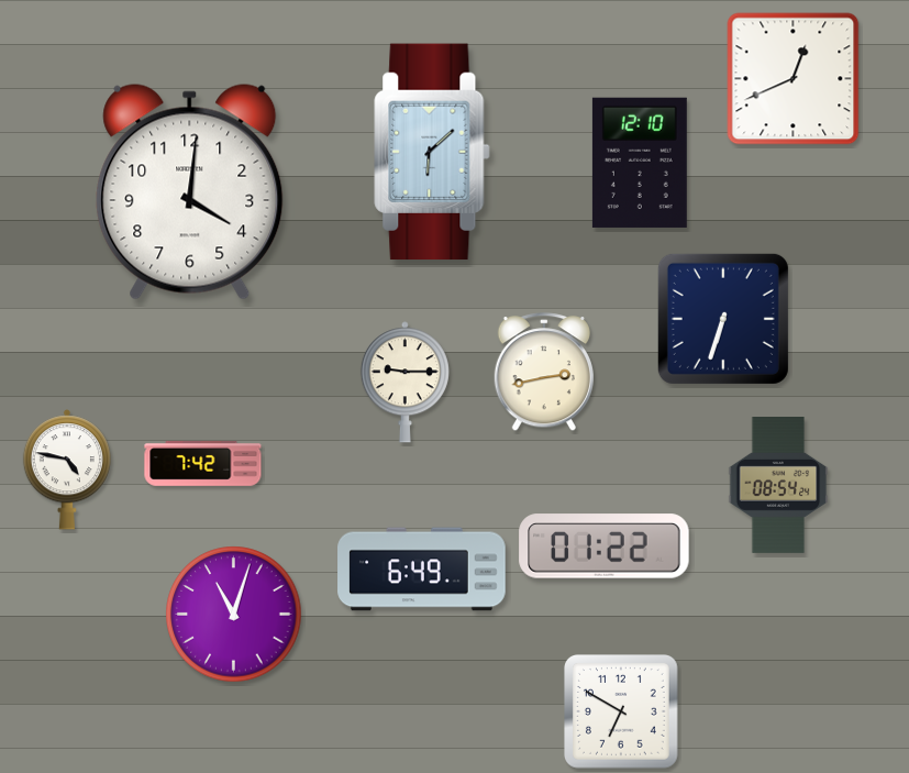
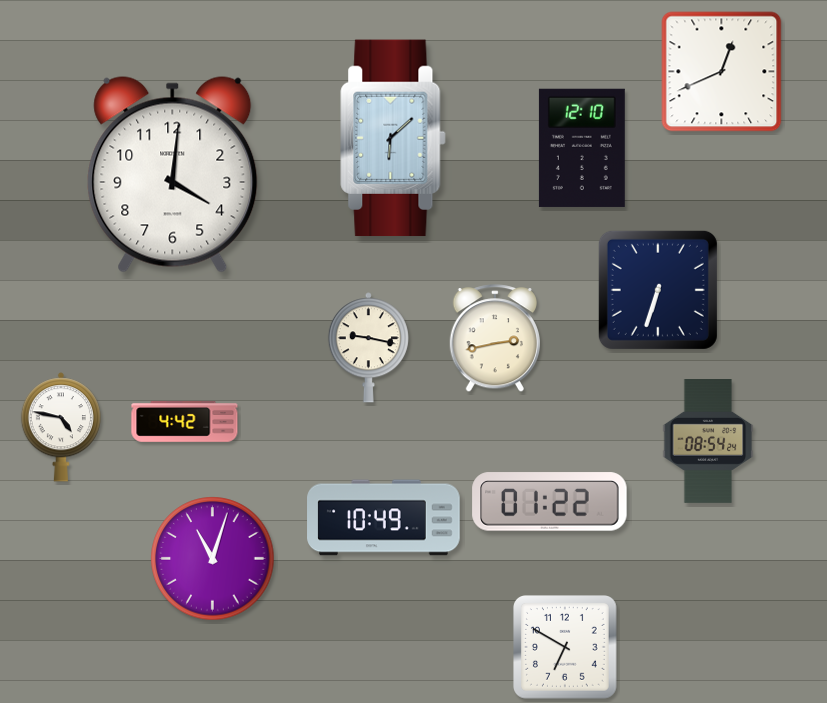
clock at (404, 383): 9:15 -> 9:17
clock at (203, 464): 7:42 -> 4:42
clock at (605, 546) position: (605, 546) -> (550, 502)
clock at (422, 570): 6:49 -> 10:49
